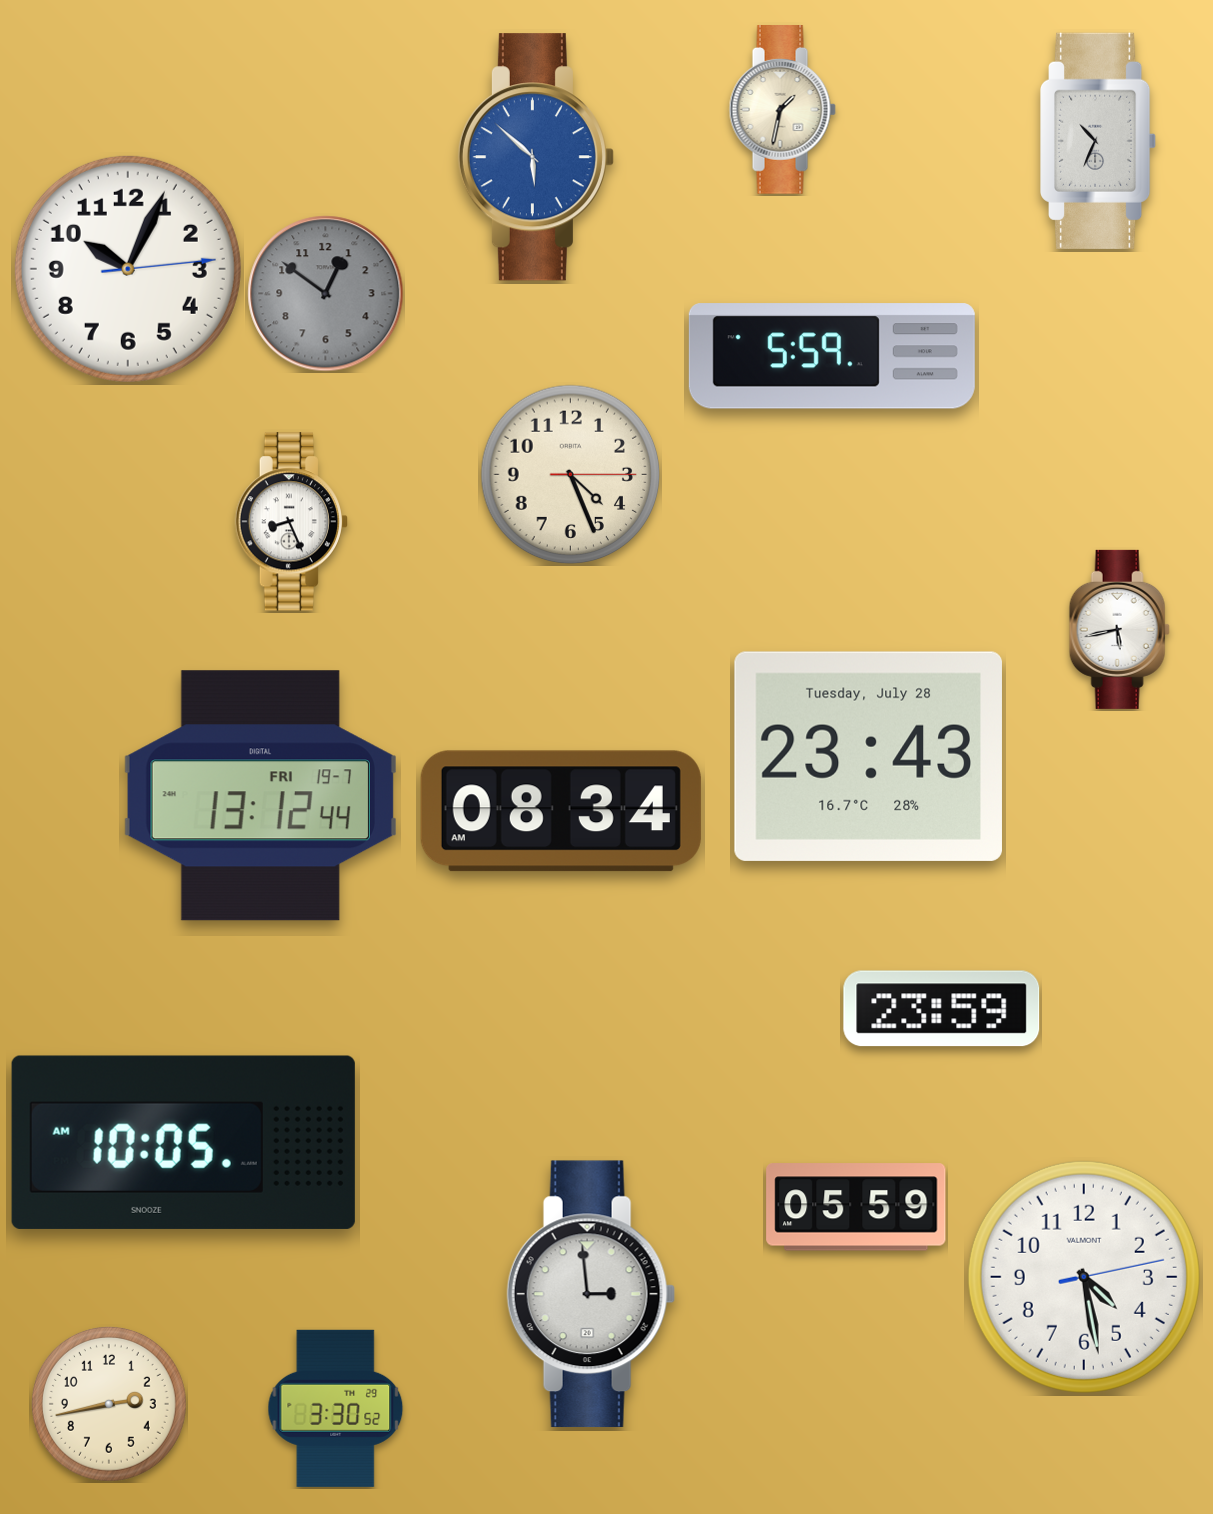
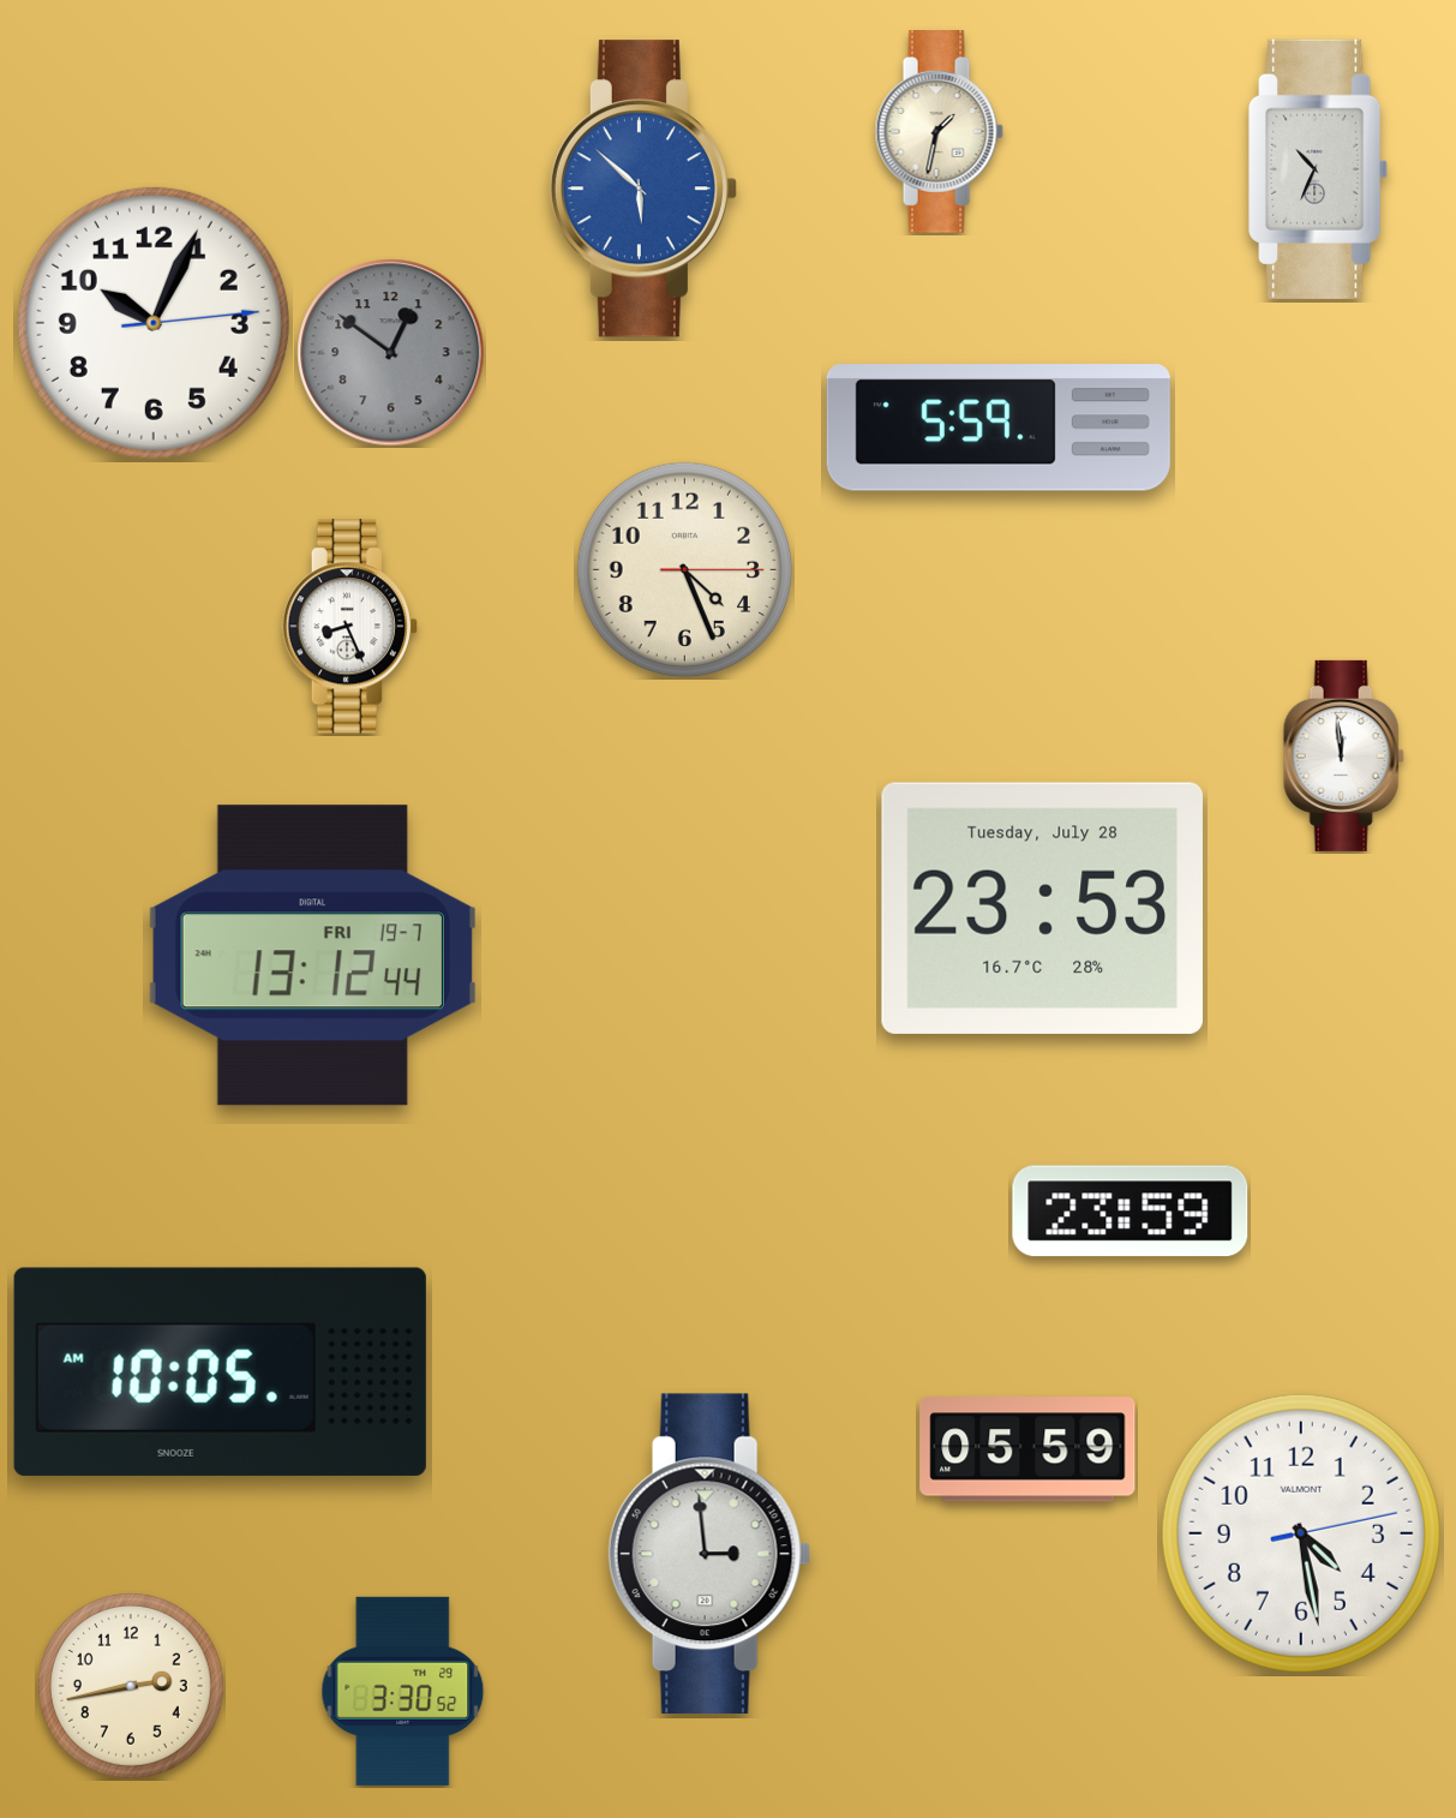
clock at (1119, 629): 5:43 -> 11:59
clock at (868, 756): 23:43 -> 23:53
clock at (561, 811): 08:34 -> none
